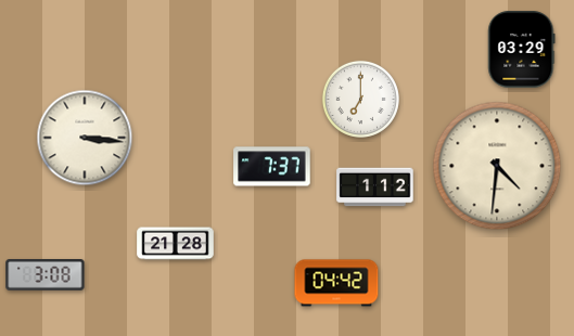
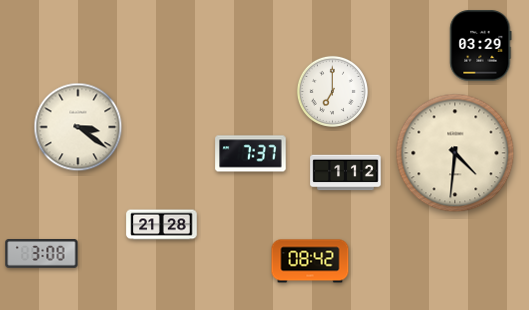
clock at (85, 138): 3:16 -> 3:21
clock at (497, 166) position: (497, 166) -> (455, 153)
clock at (336, 283): 04:42 -> 08:42
